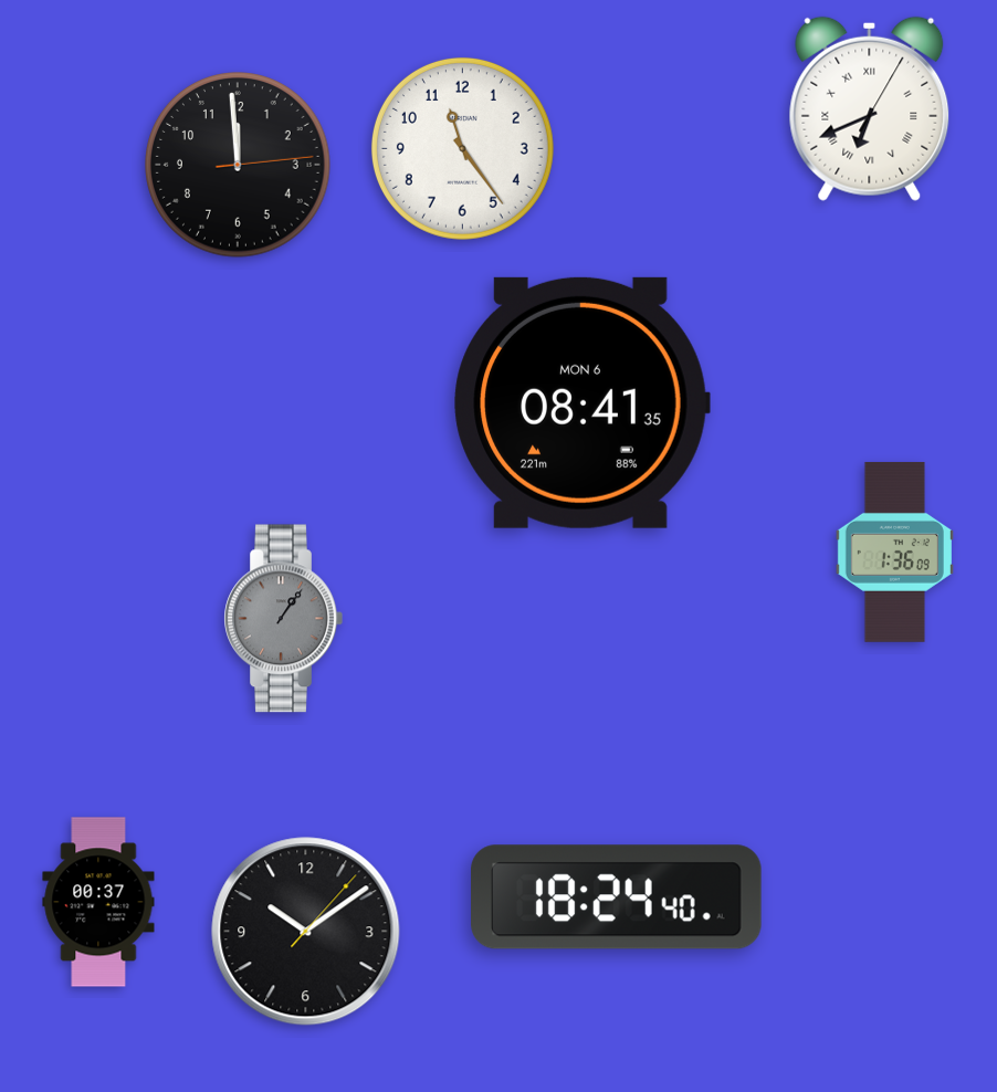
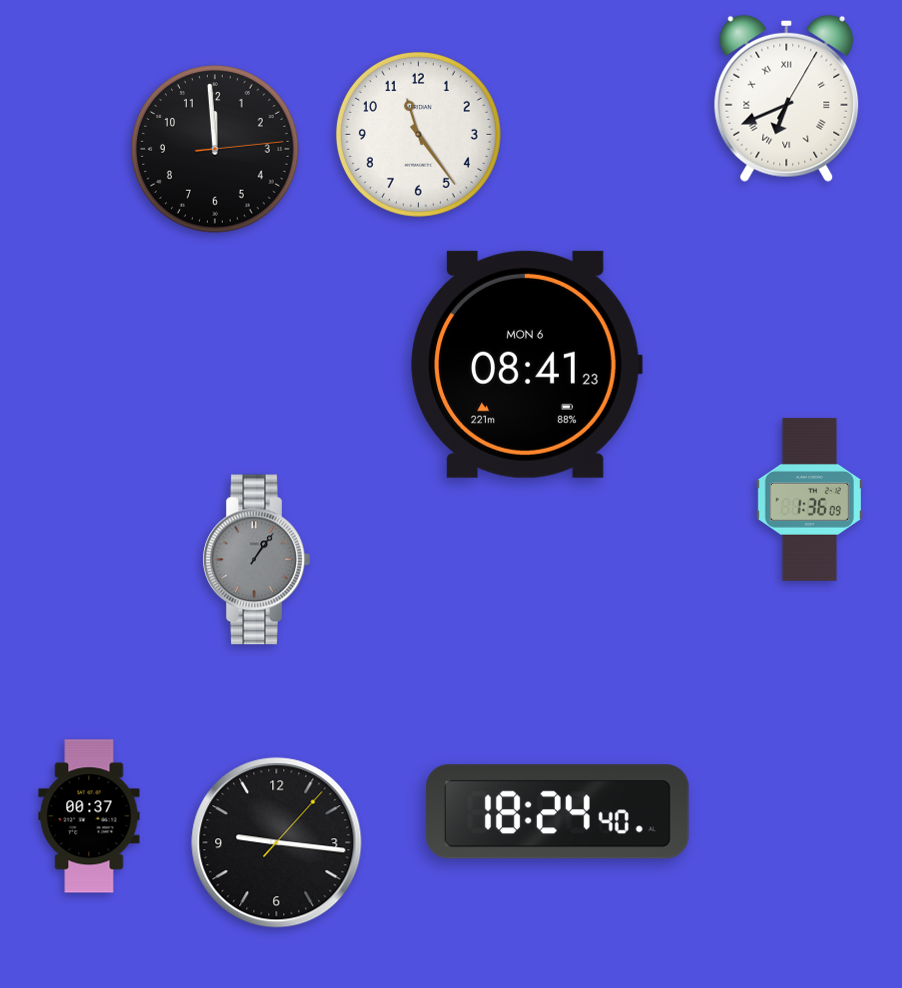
clock at (581, 402): 08:41:35 -> 08:41:23
clock at (306, 932): 10:09 -> 9:16
